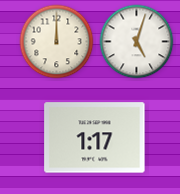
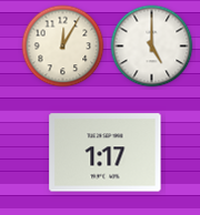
clock at (57, 42): 12:00 -> 12:05
clock at (137, 42): 5:03 -> 5:00
